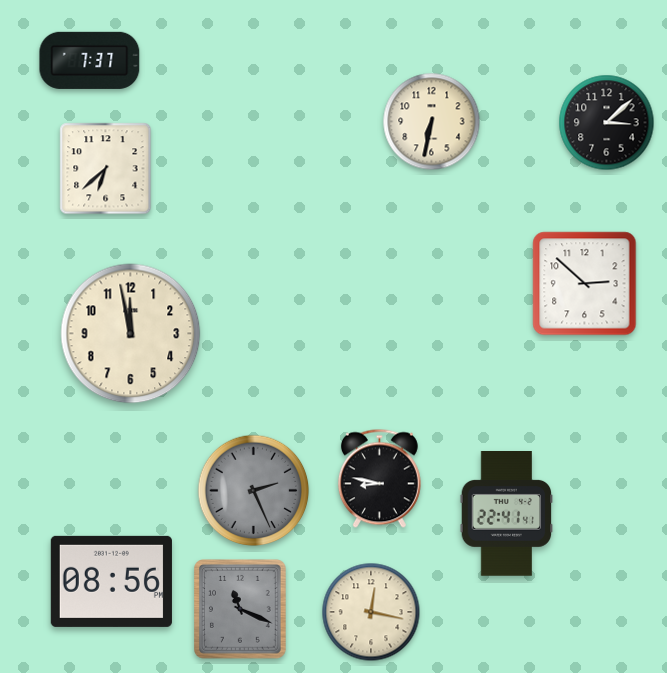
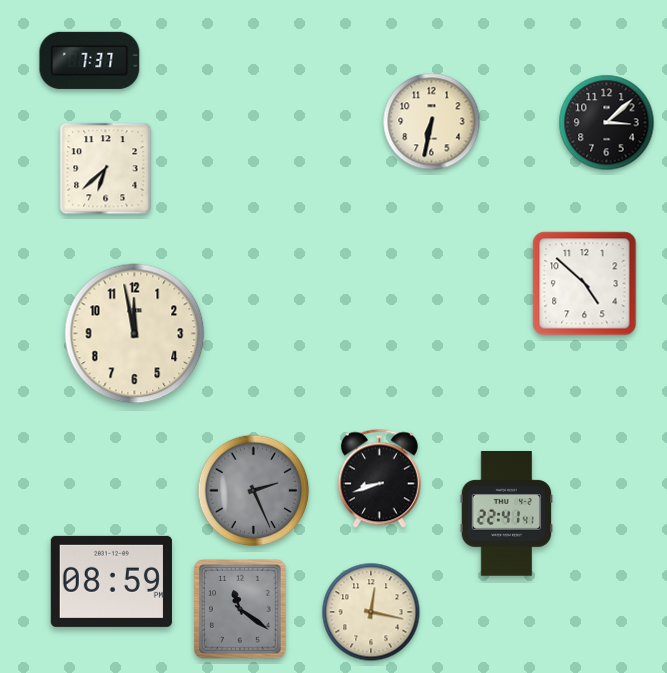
clock at (585, 284): 2:52 -> 4:52
clock at (131, 334) position: (131, 334) -> (135, 334)
clock at (379, 479): 8:47 -> 8:42
clock at (111, 581): 08:56 -> 08:59
clock at (241, 610): 11:19 -> 11:21
